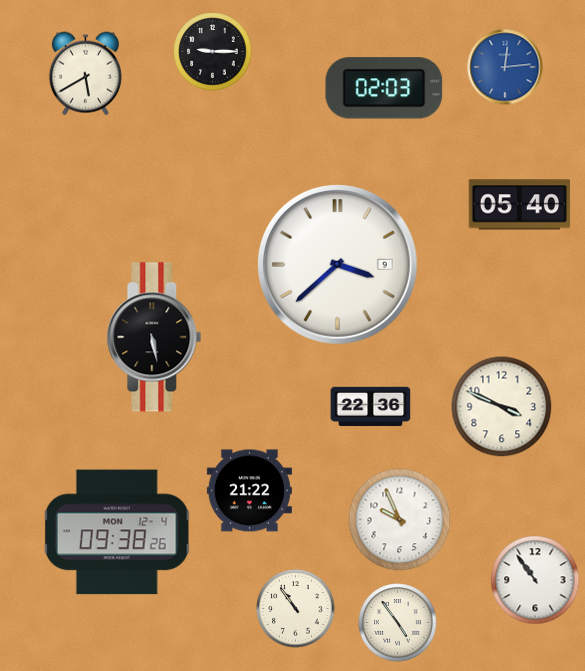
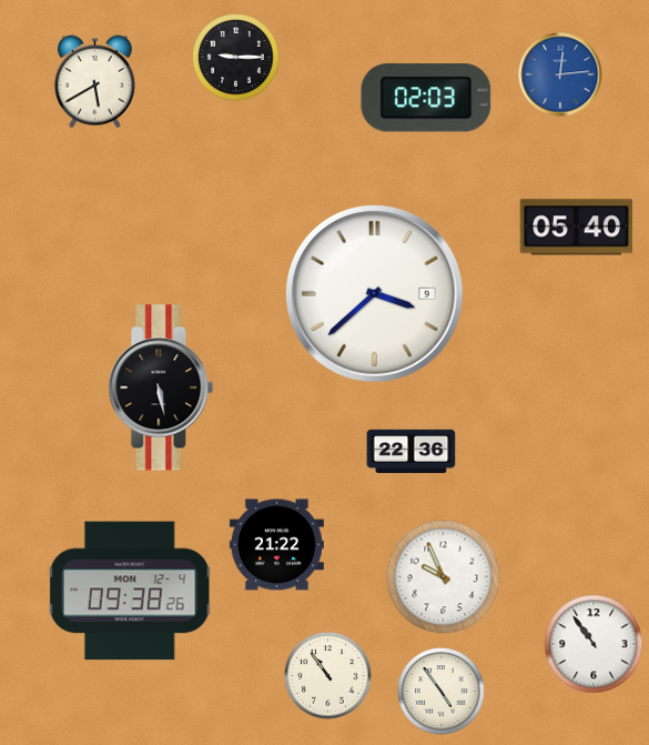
clock at (154, 337) position: (154, 337) -> (161, 387)
clock at (502, 407): 3:49 -> none
